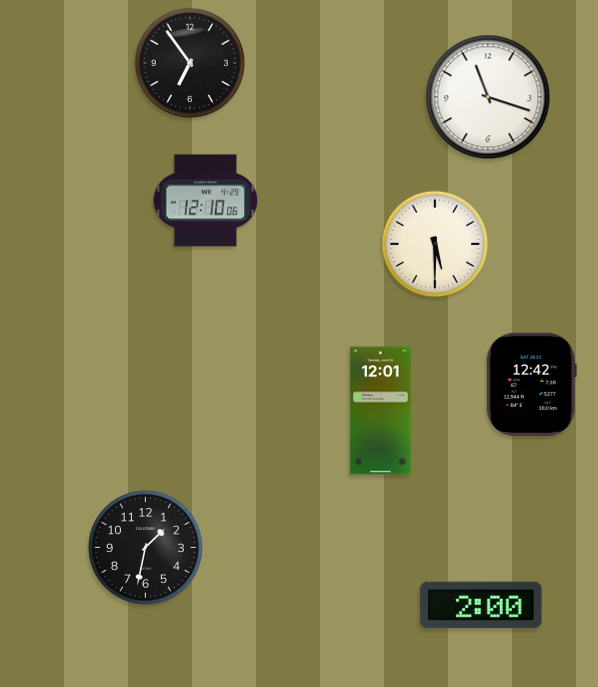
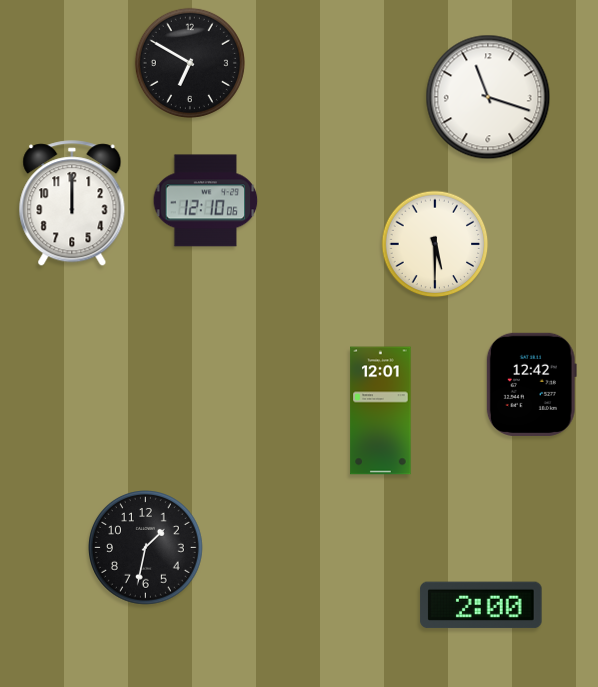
clock at (190, 63): 6:54 -> 6:50
clock at (72, 204): none -> 12:00
